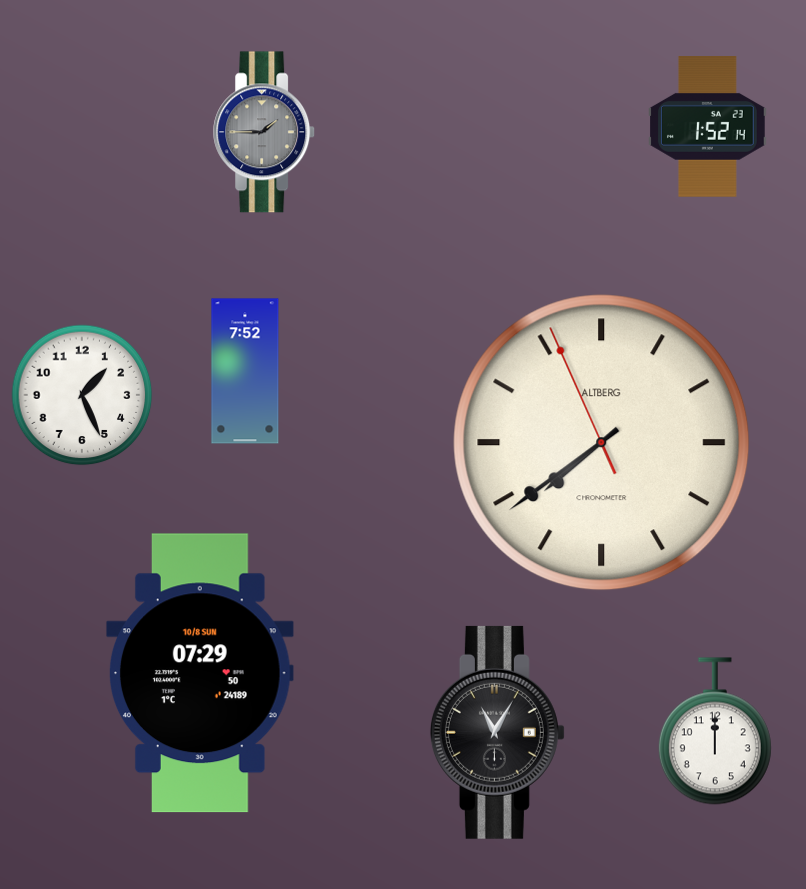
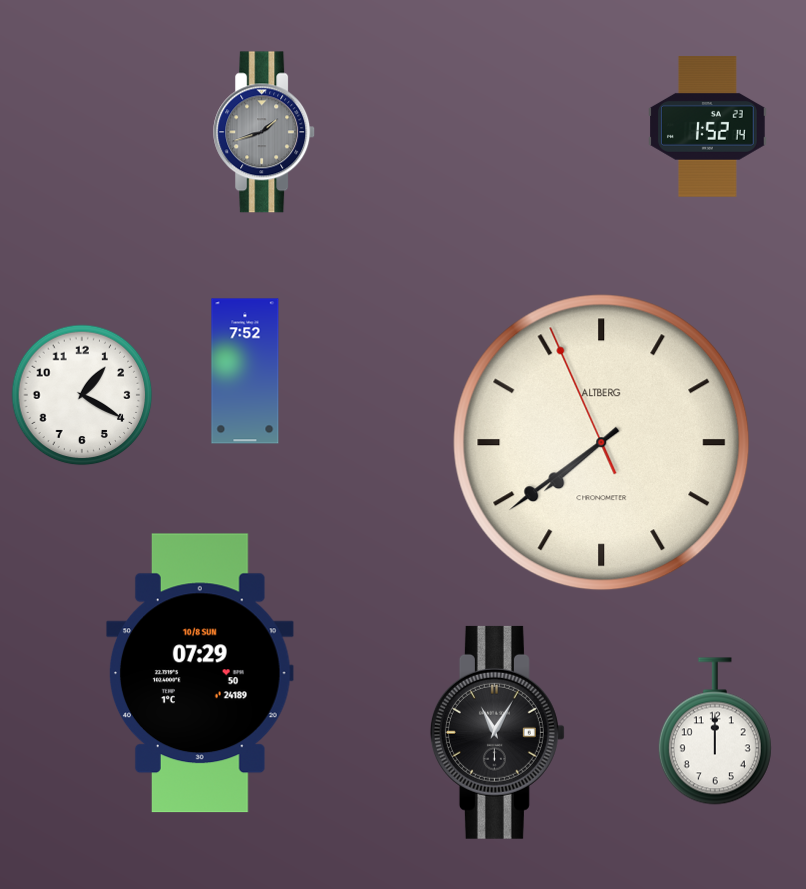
clock at (265, 132): 1:45 -> 1:42
clock at (82, 395): 1:26 -> 1:20
